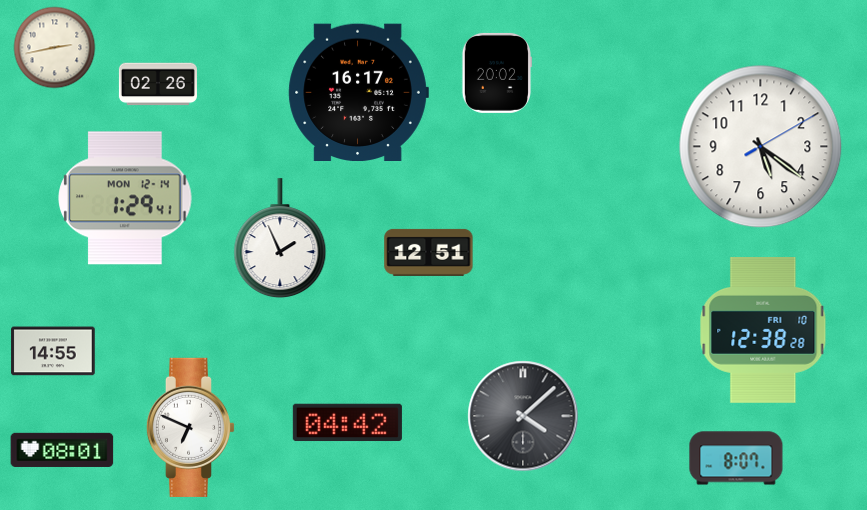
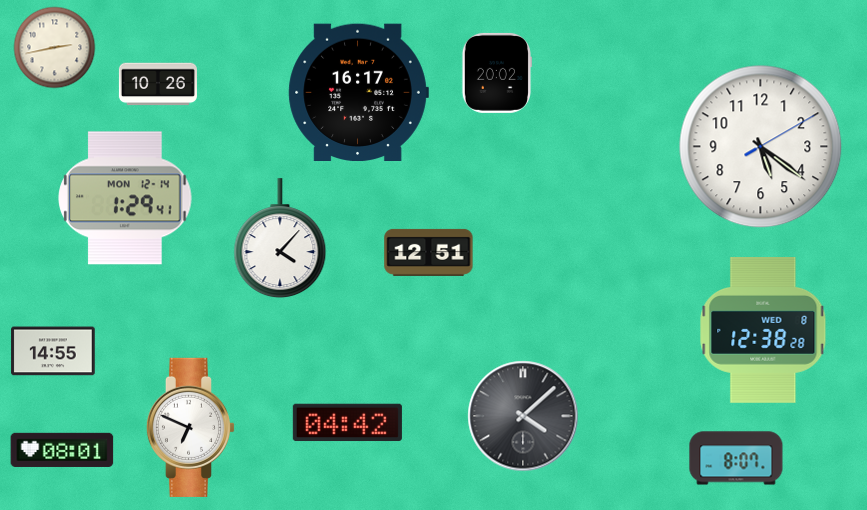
clock at (158, 84): 02:26 -> 10:26
clock at (280, 239): 1:56 -> 4:07
clock at (763, 331) date: FRI 10 -> WED 8
